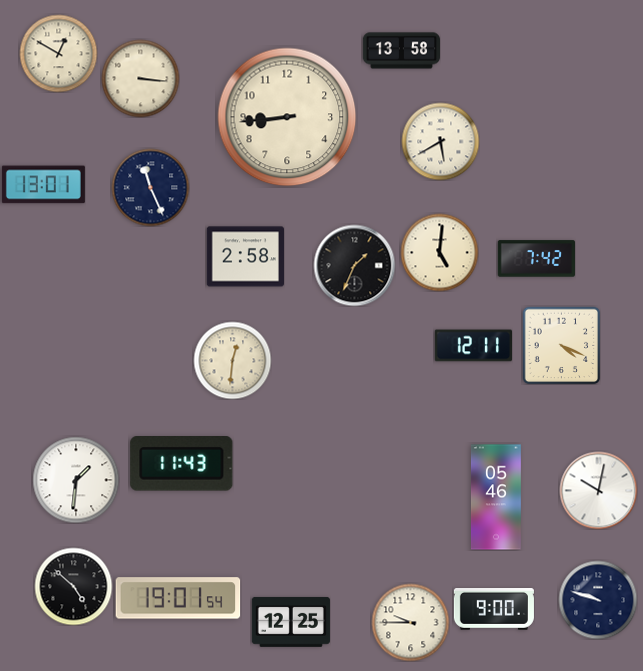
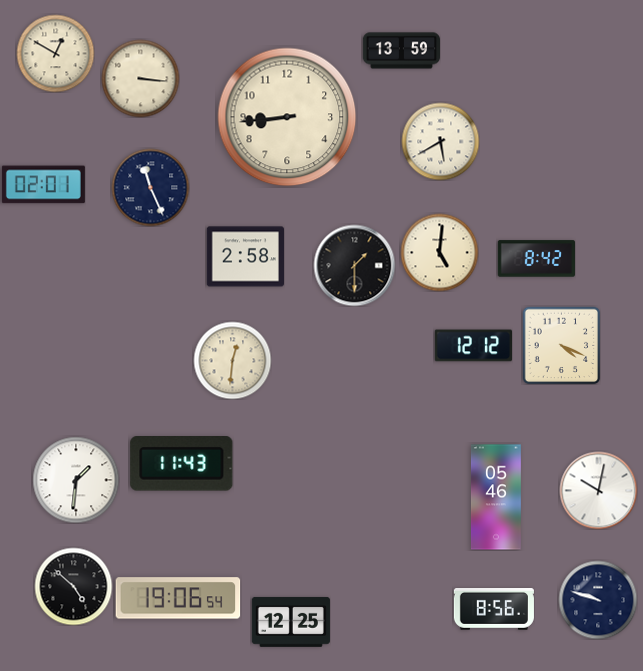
clock at (401, 51): 13:58 -> 13:59
clock at (58, 53) position: (58, 53) -> (55, 53)
clock at (43, 185): 13:01 -> 02:01
clock at (536, 259): 7:42 -> 8:42
clock at (354, 265): 1:34 -> 1:30
clock at (473, 346): 12:11 -> 12:12
clock at (178, 598): 19:01 -> 19:06
clock at (494, 610): 9:00 -> 8:56
clock at (410, 622): 9:45 -> none
